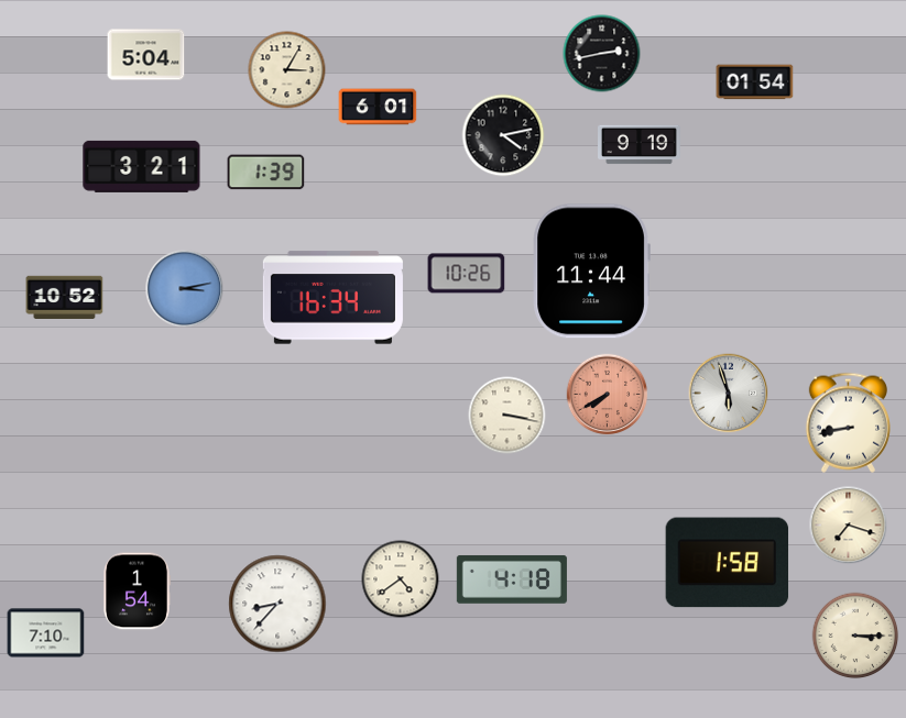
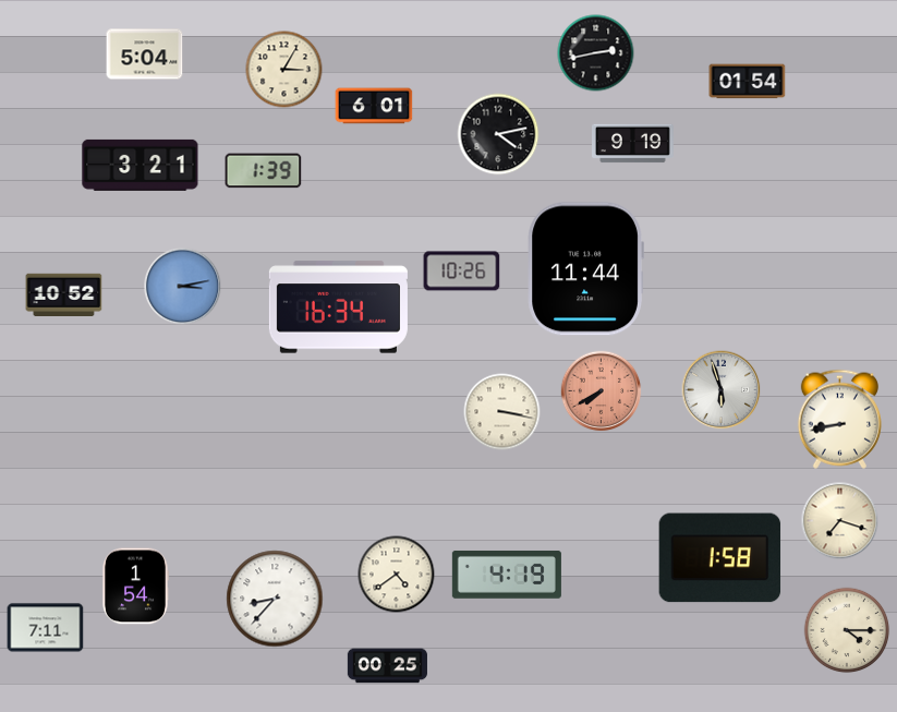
clock at (332, 298) position: (332, 298) -> (338, 307)
clock at (512, 579): 4:18 -> 4:19
clock at (46, 633): 7:10 -> 7:11
clock at (855, 636): 3:15 -> 4:15
clock at (387, 666): none -> 00:25
